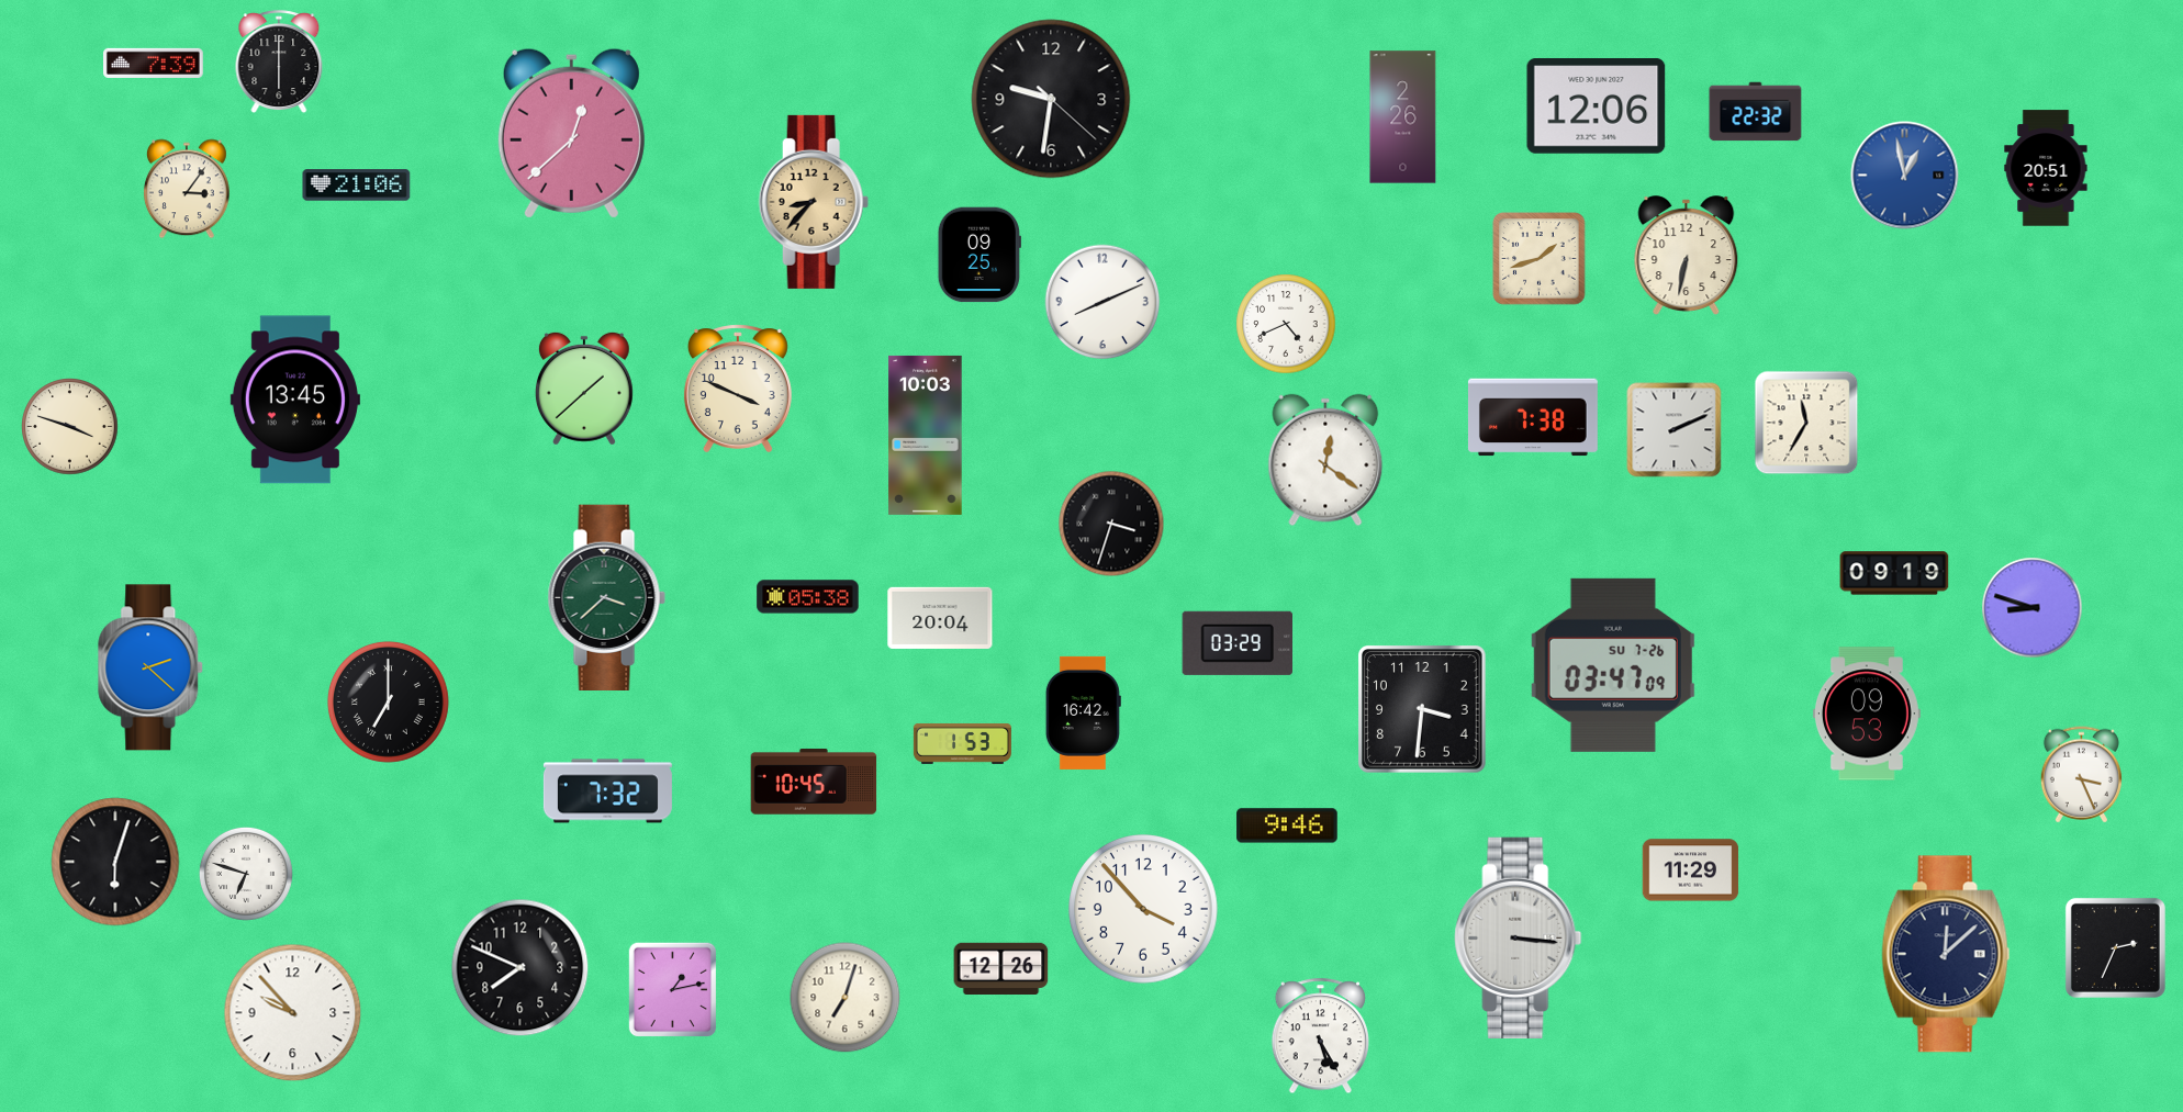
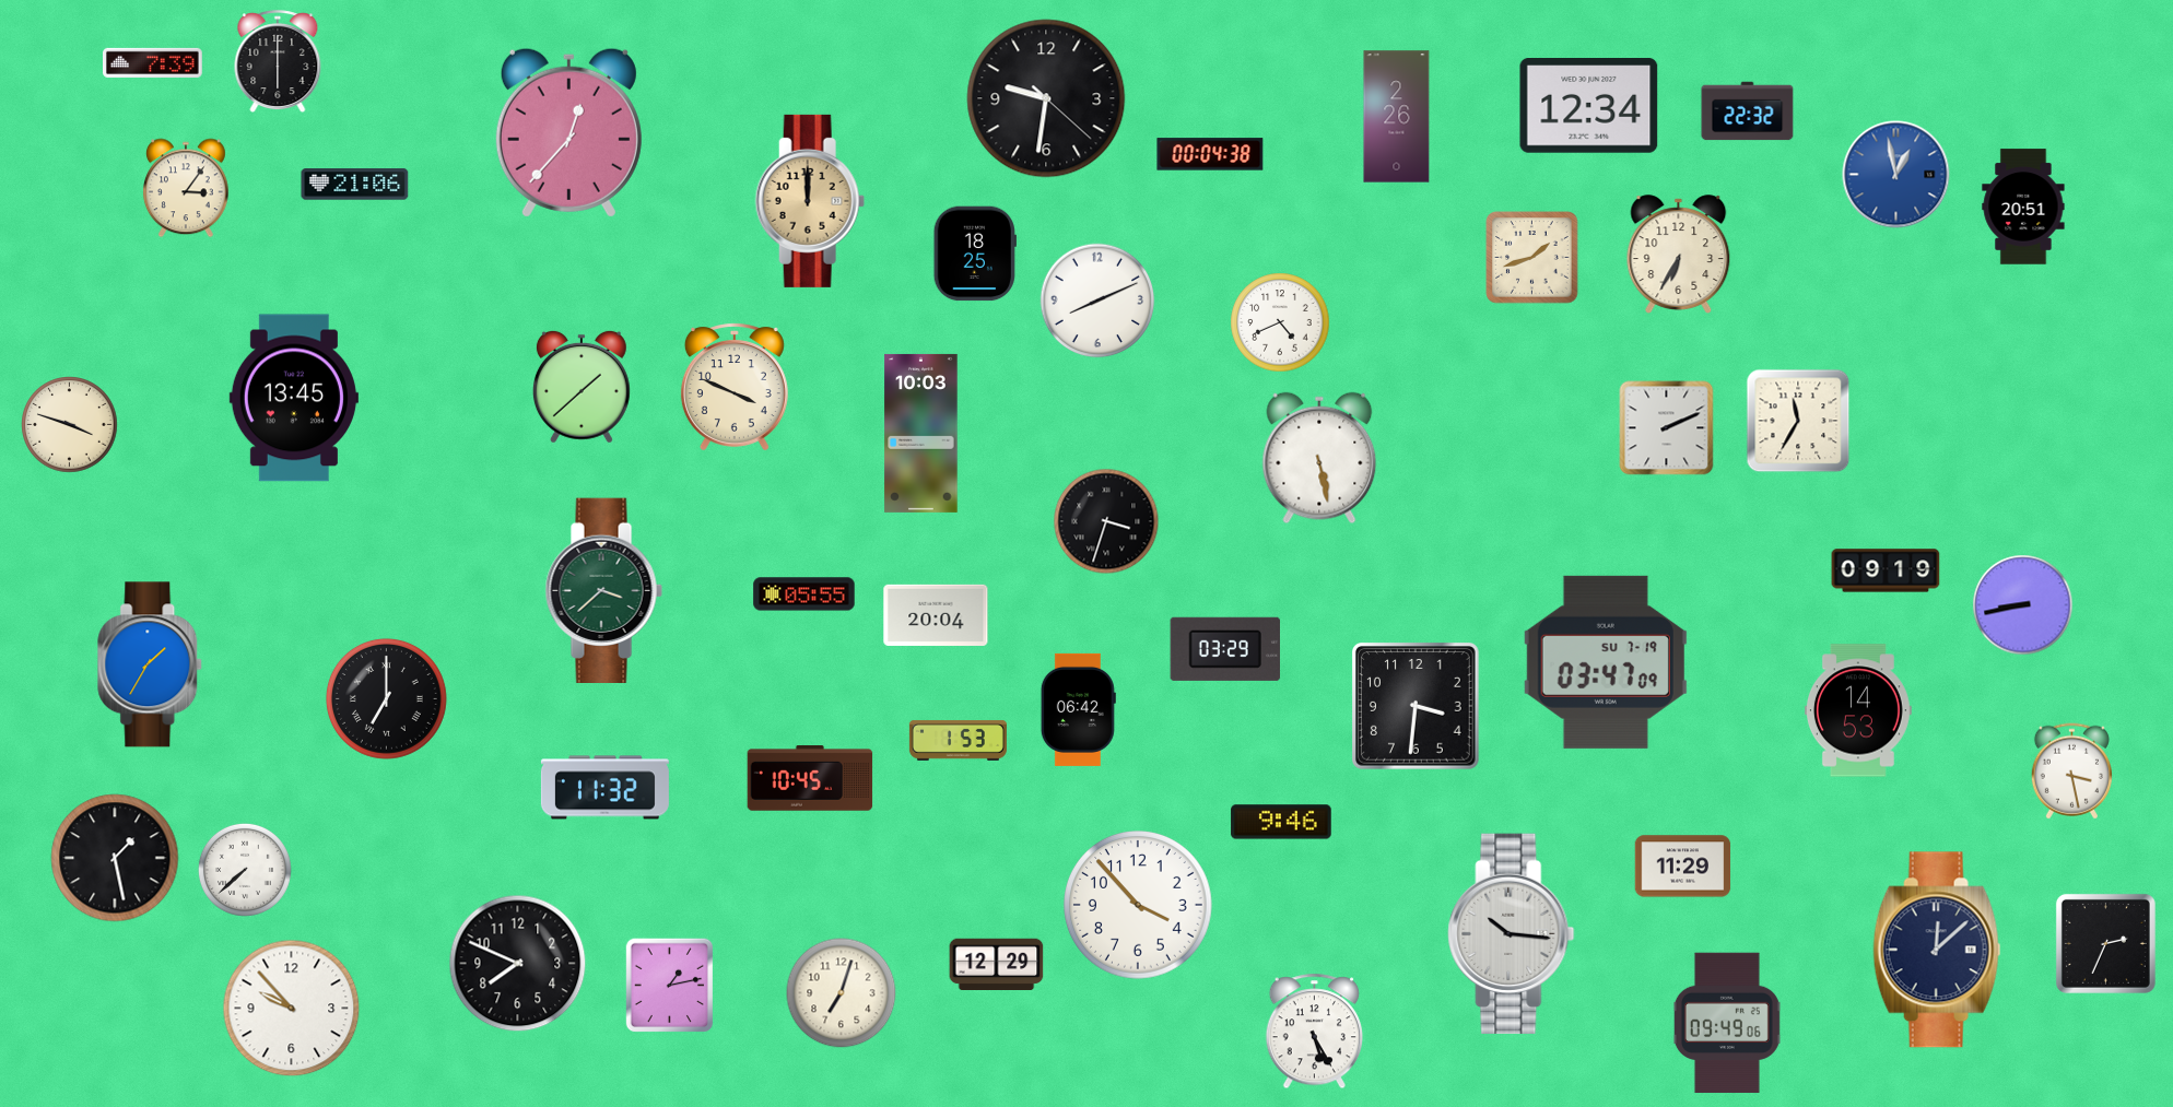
clock at (1597, 106): 12:06 -> 12:34
clock at (571, 133): 12:38 -> 12:37
clock at (1210, 154): none -> 00:04
clock at (2046, 168) position: (2046, 168) -> (2023, 207)
clock at (814, 202): 8:37 -> 12:00
clock at (979, 255): 09:25 -> 18:25
clock at (1687, 256): 6:32 -> 6:35
clock at (1533, 417): 7:38 -> none
clock at (1325, 460): 12:21 -> 5:28
clock at (606, 597) position: (606, 597) -> (603, 590)
clock at (808, 597): 05:38 -> 05:55
clock at (2033, 608): 8:48 -> 8:43
clock at (1238, 643) position: (1238, 643) -> (1225, 649)
clock at (1613, 665) date: SU 7-26 -> SU 7-19
clock at (152, 667): 2:22 -> 1:35
clock at (1083, 712): 16:42 -> 06:42
clock at (1867, 714): 09:53 -> 14:53
clock at (2081, 775): 3:26 -> 3:28
clock at (607, 791): 7:32 -> 11:32
clock at (115, 862): 6:03 -> 1:28
clock at (246, 874): 6:48 -> 7:38
clock at (1519, 937): 3:16 -> 10:16
clock at (1001, 968): 12:26 -> 12:29
clock at (1727, 1023): none -> 09:49
